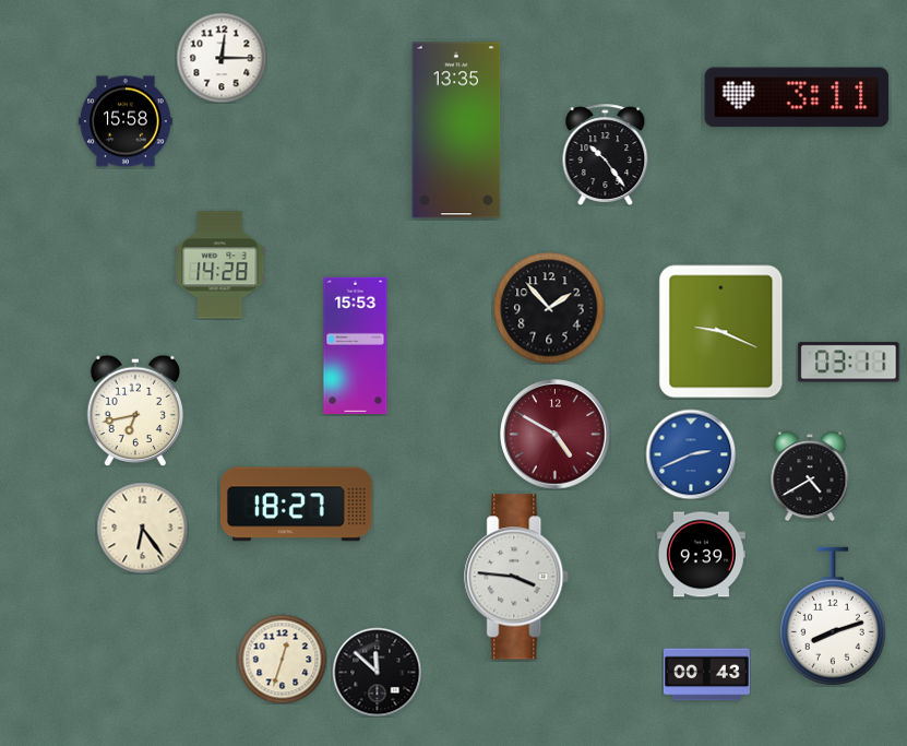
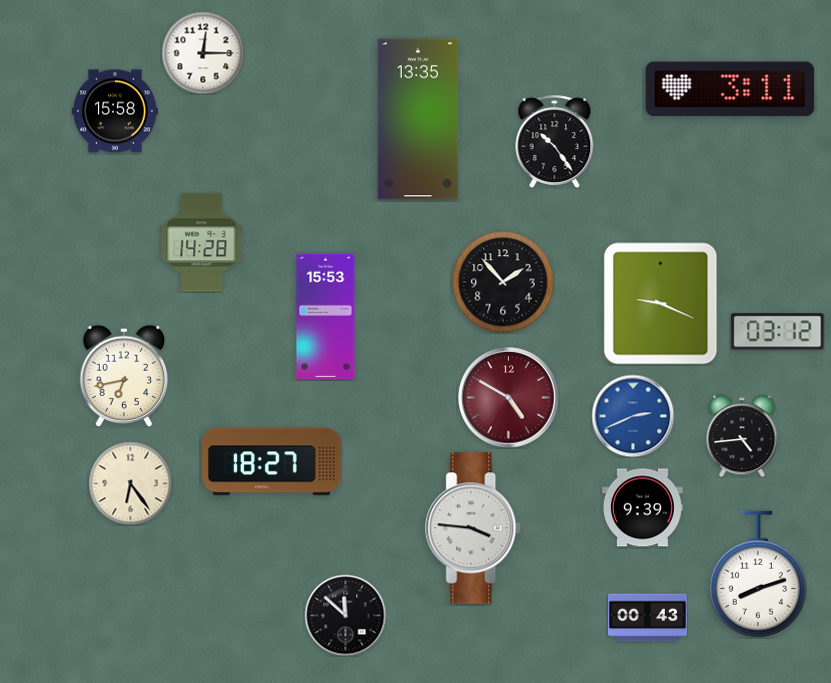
clock at (849, 363): 03:11 -> 03:12
clock at (810, 476): 4:40 -> 4:44
clock at (833, 616) position: (833, 616) -> (758, 574)
clock at (282, 659): 12:33 -> none
